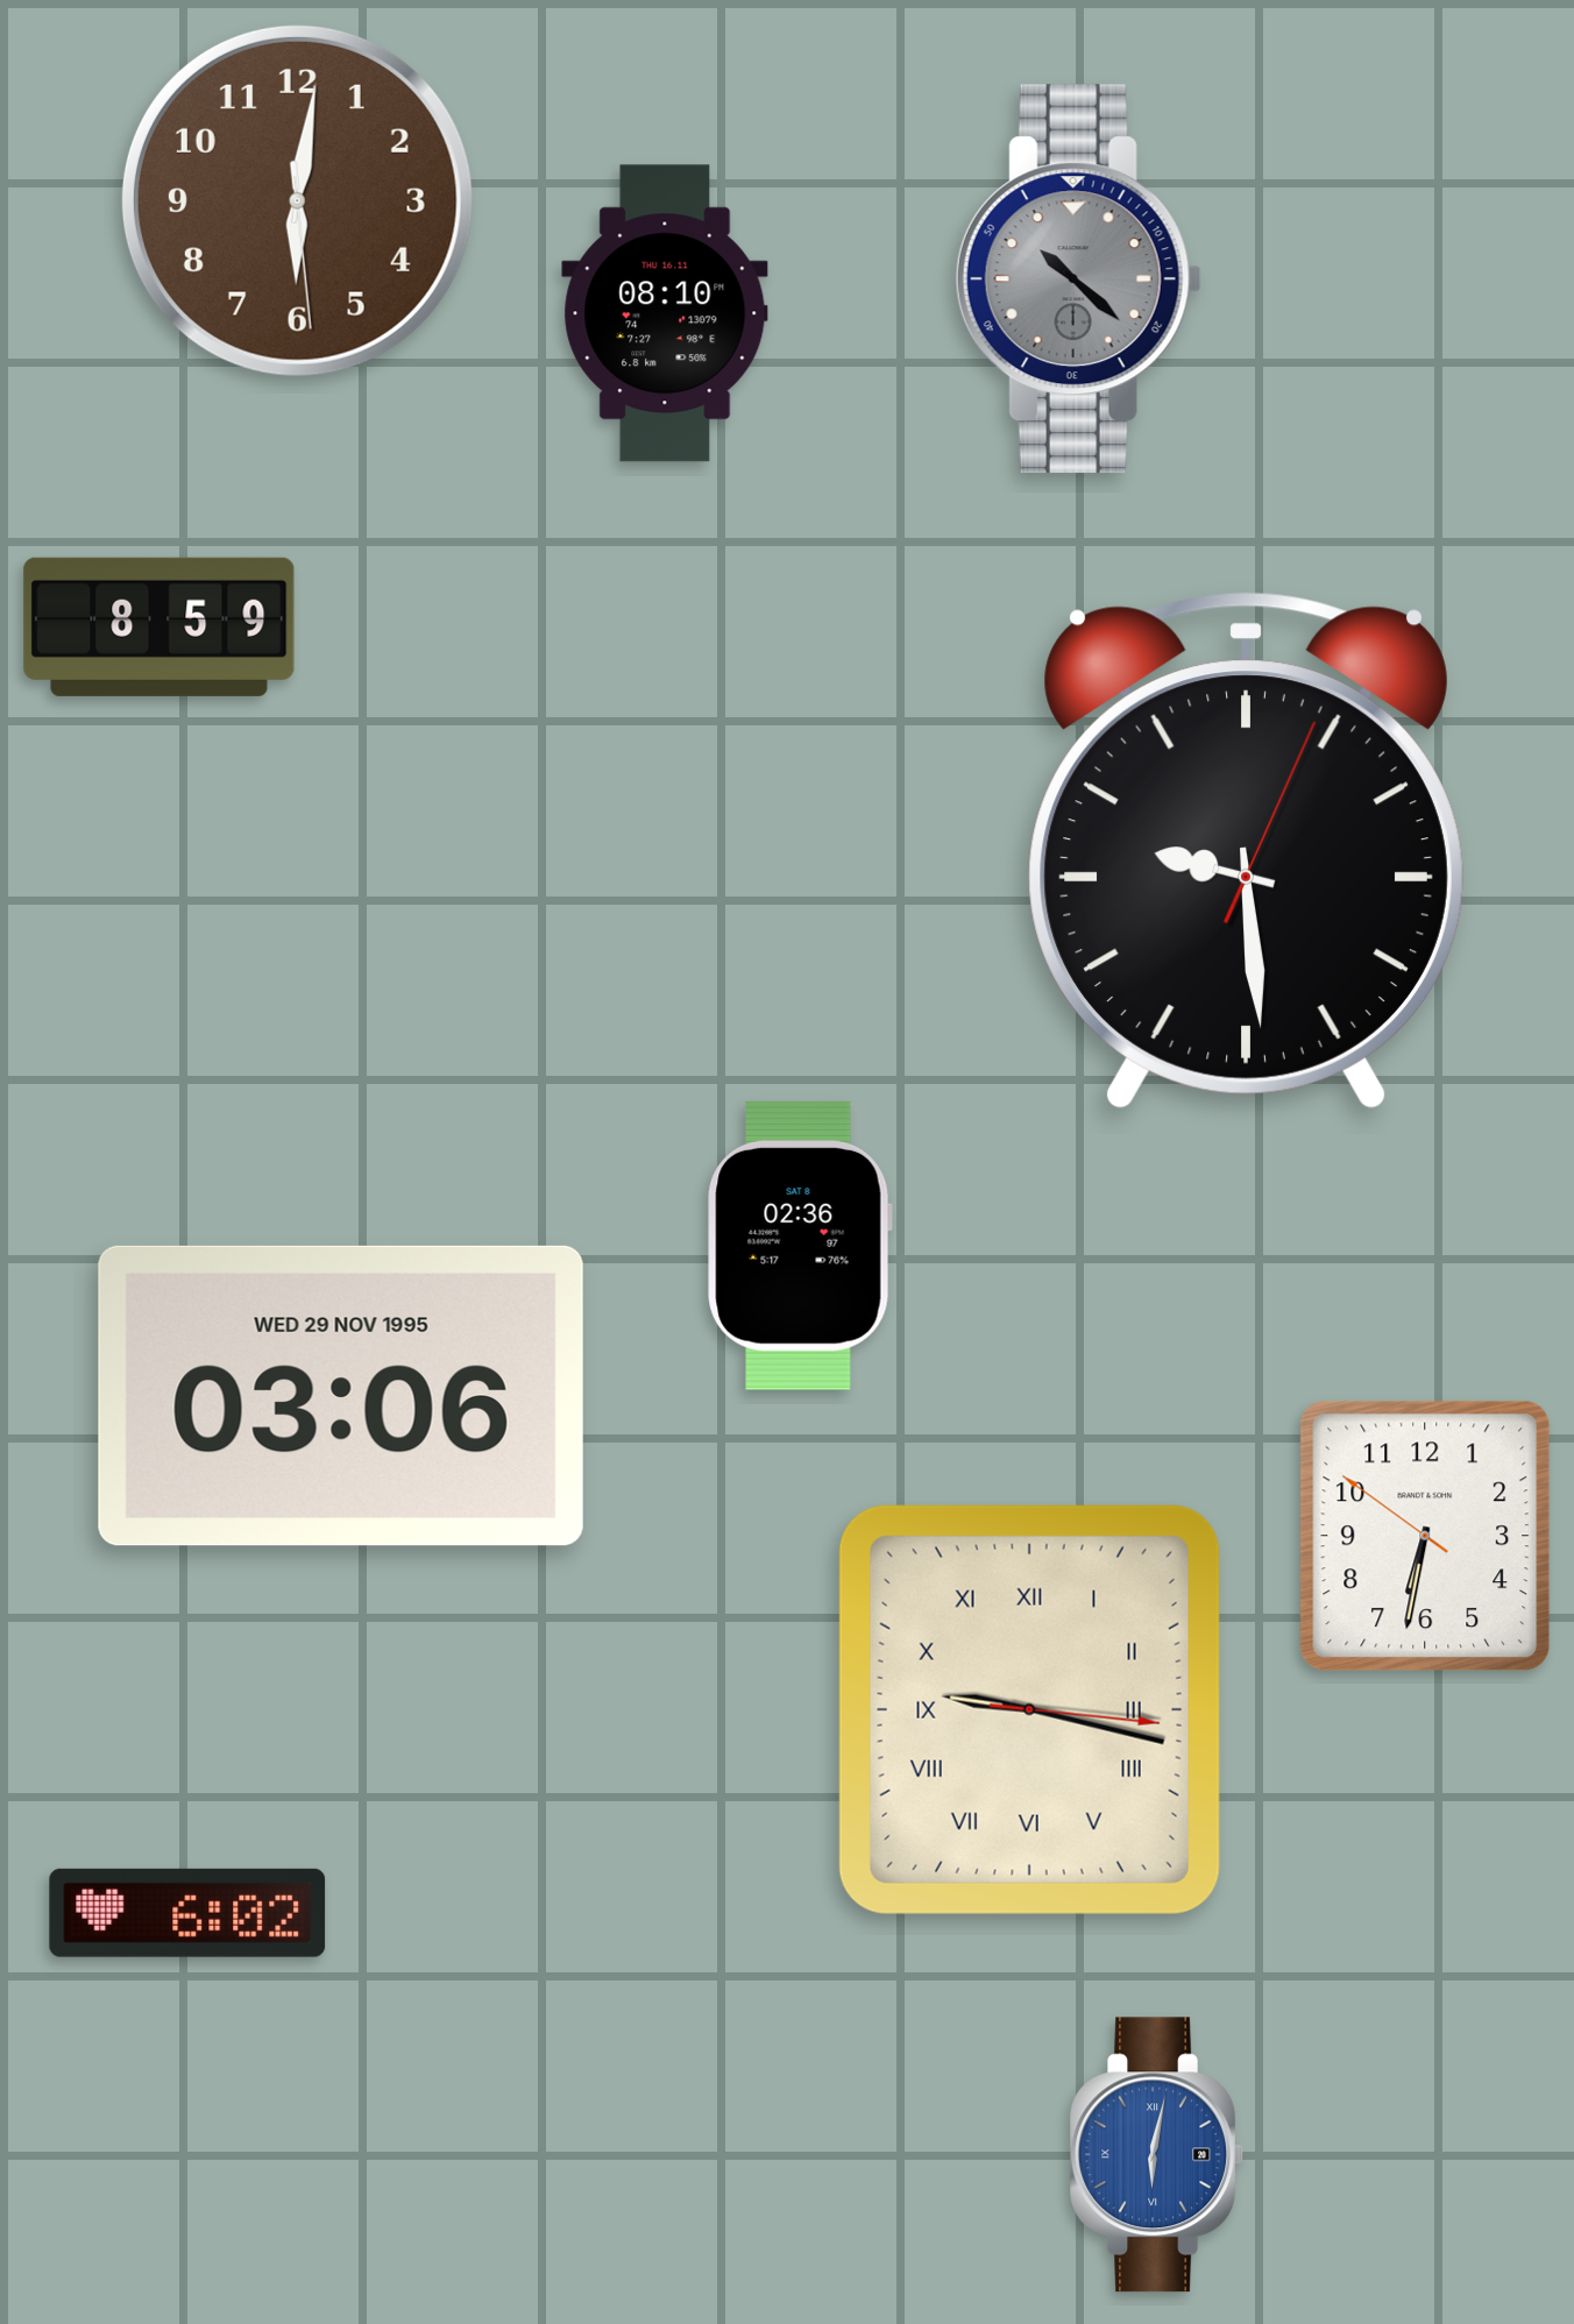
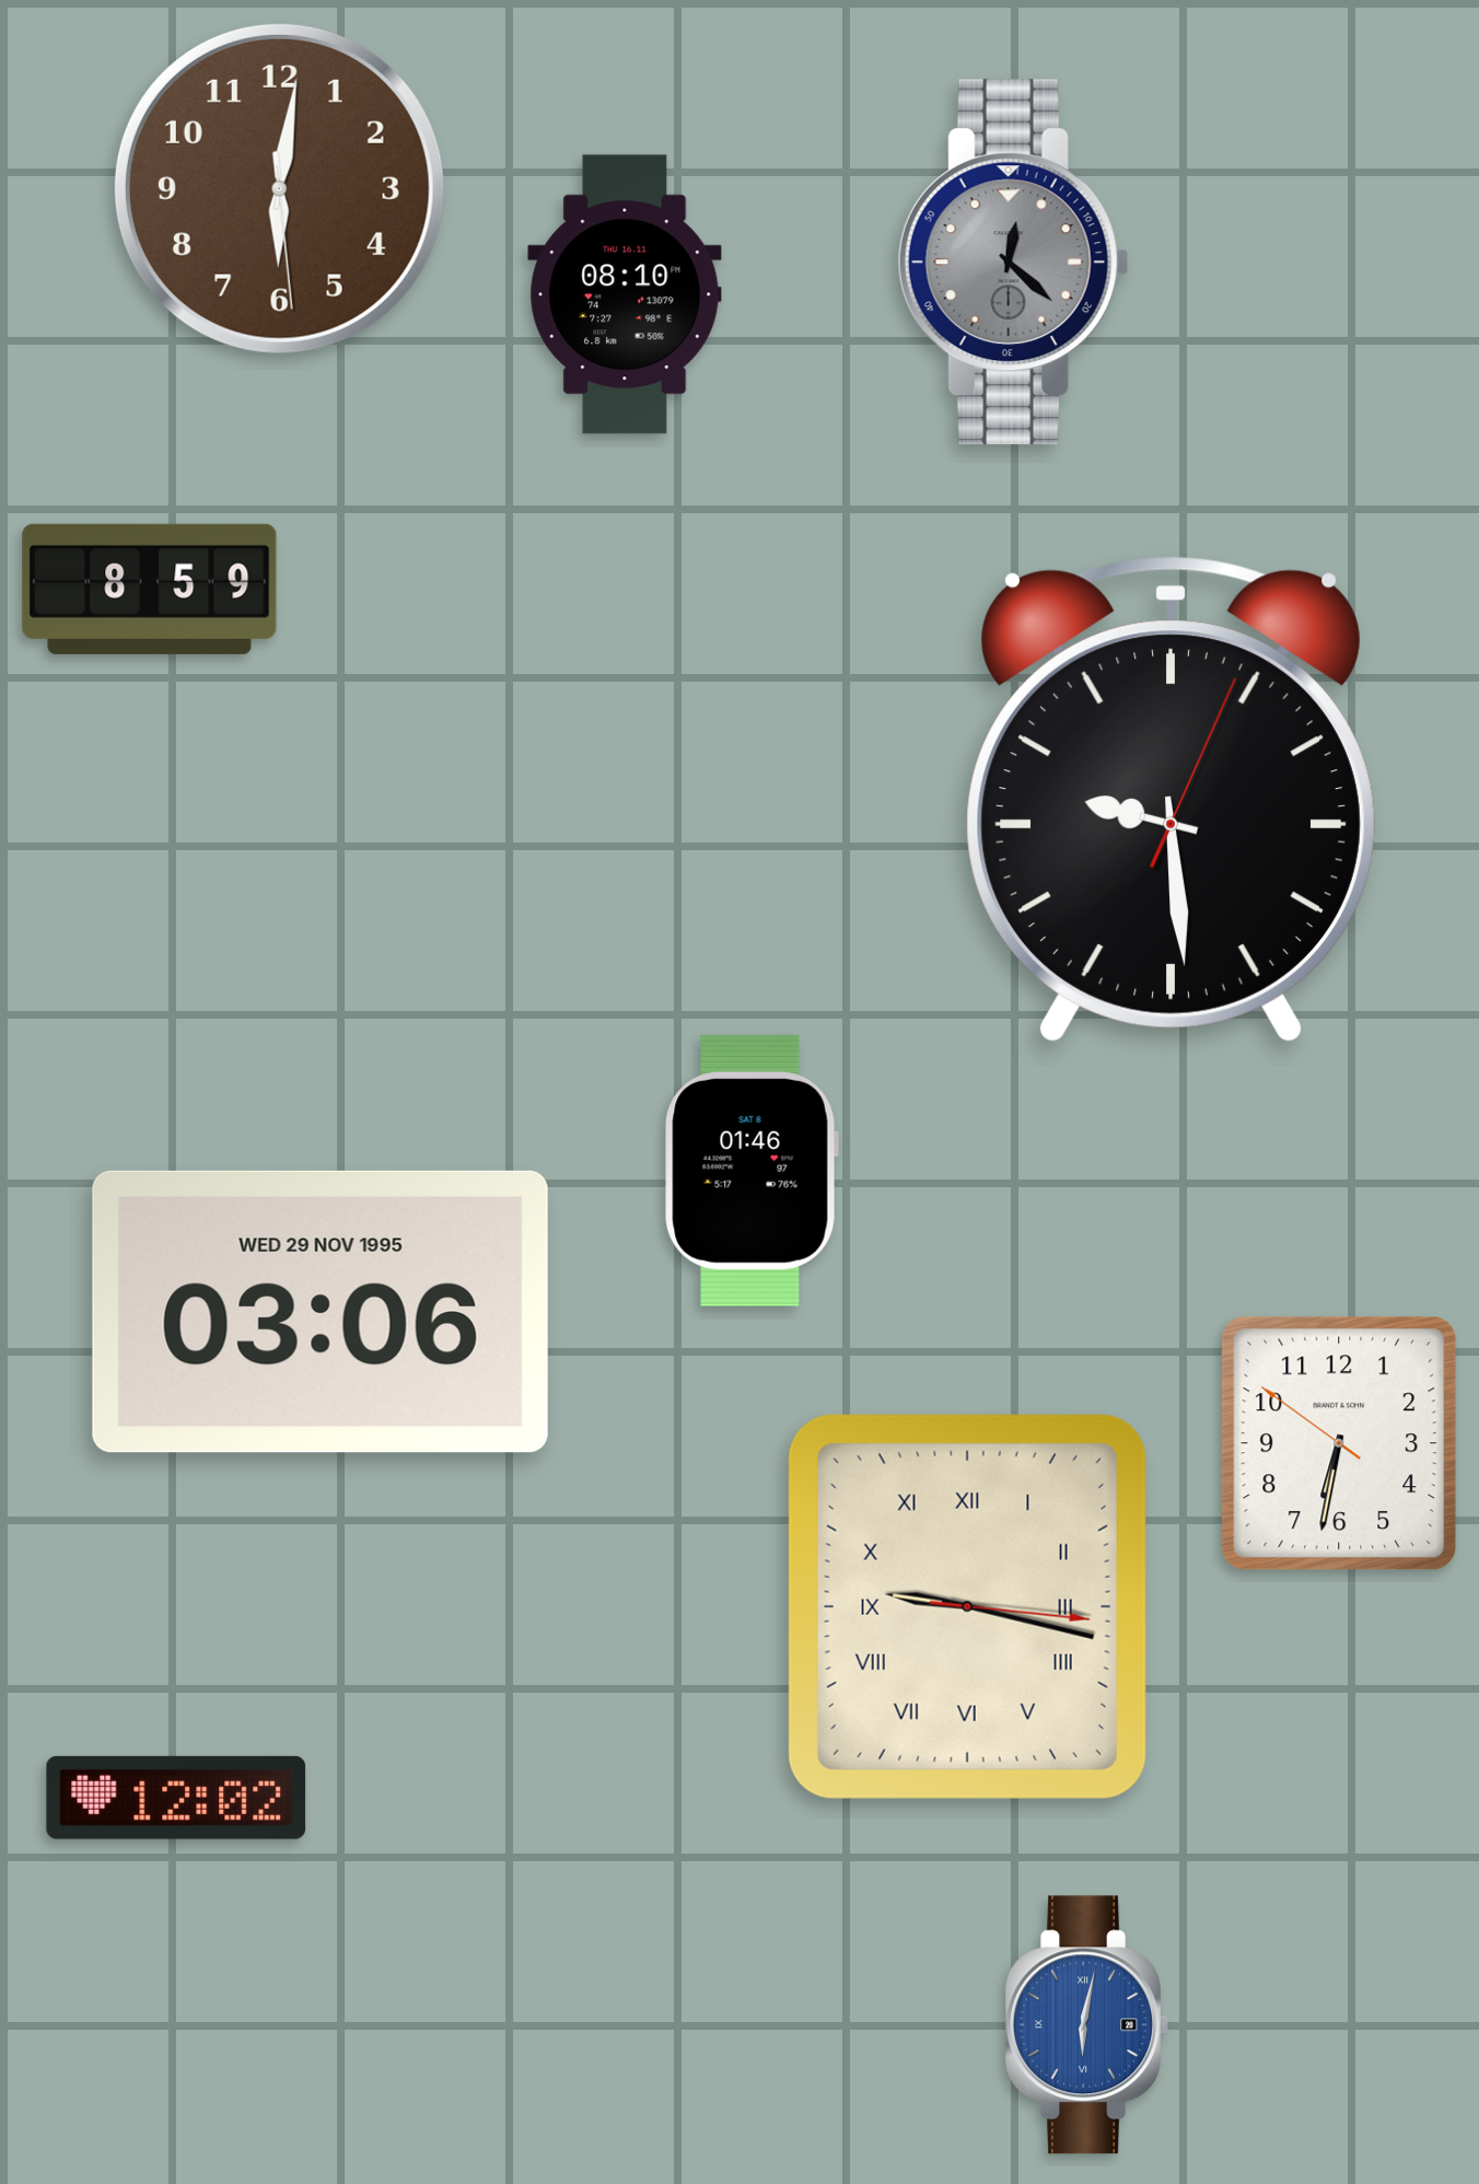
clock at (1078, 279): 10:22 -> 12:22
clock at (800, 1246): 02:36 -> 01:46
clock at (187, 1913): 6:02 -> 12:02
